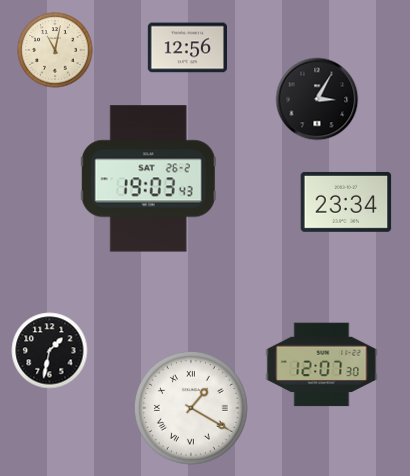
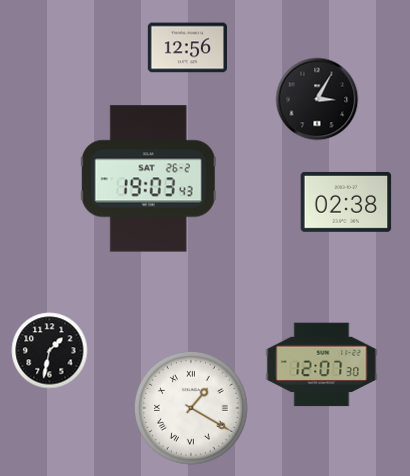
clock at (55, 50): 11:02 -> none
clock at (346, 202): 23:34 -> 02:38
